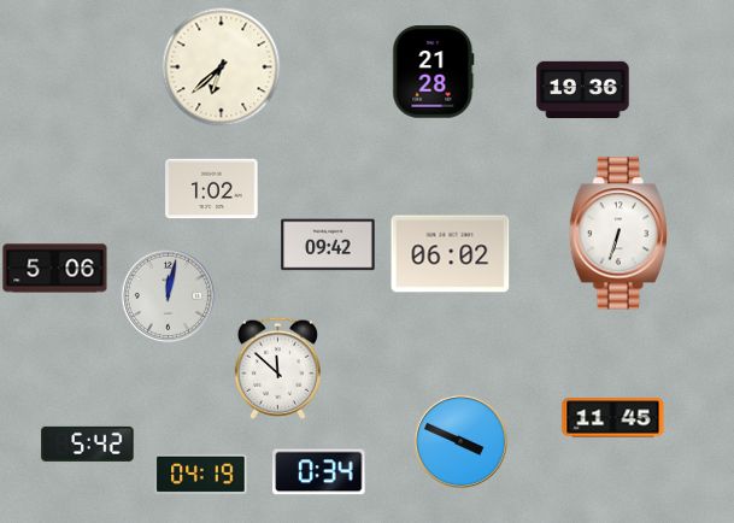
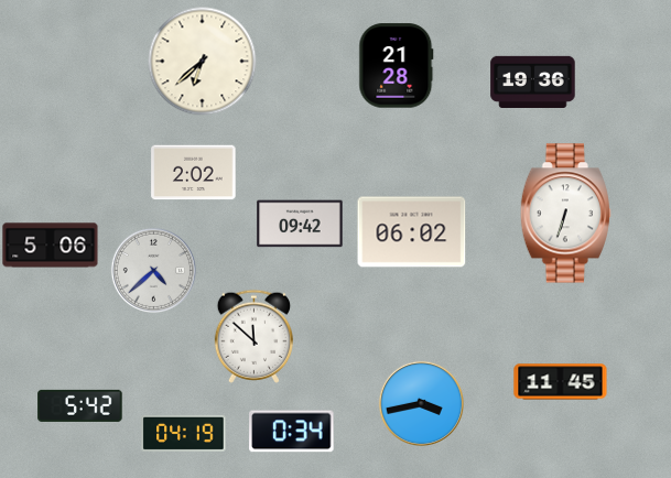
clock at (212, 189): 1:02 -> 2:02
clock at (168, 295): 12:02 -> 4:38
clock at (460, 441): 3:49 -> 3:43
